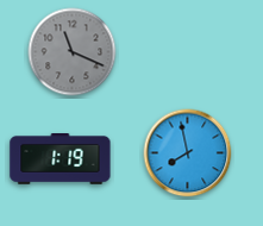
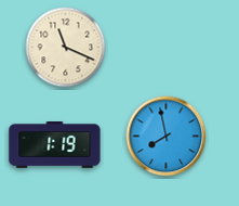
clock at (73, 52) dial: grey -> cream
clock at (188, 153) position: (188, 153) -> (167, 137)
